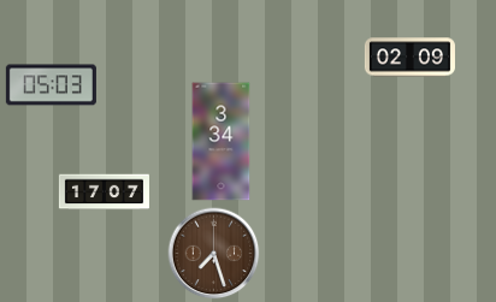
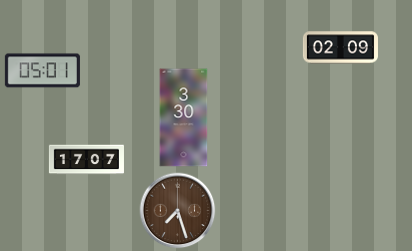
clock at (51, 85): 05:03 -> 05:01
clock at (222, 142): 3:34 -> 3:30
